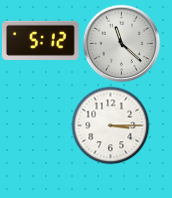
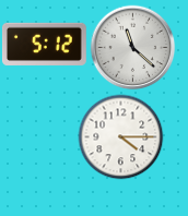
clock at (110, 125): 3:15 -> 4:15
